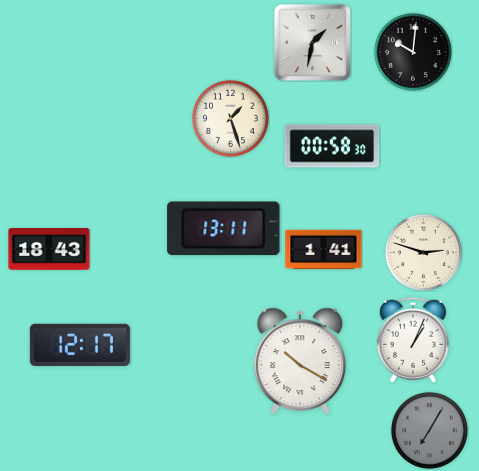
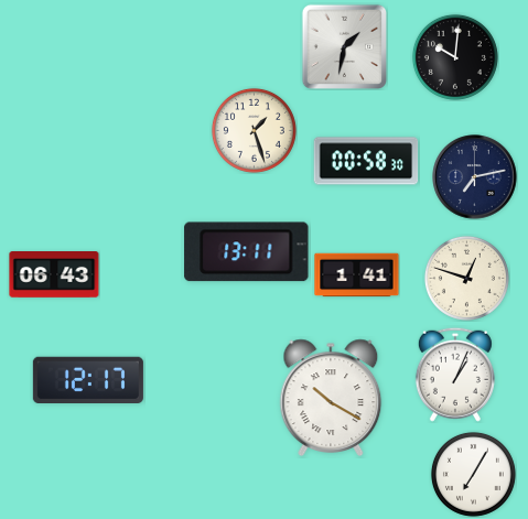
clock at (475, 177): none -> 7:13
clock at (49, 250): 18:43 -> 06:43
clock at (423, 252): 2:48 -> 12:48
clock at (429, 430) dial: grey -> white
